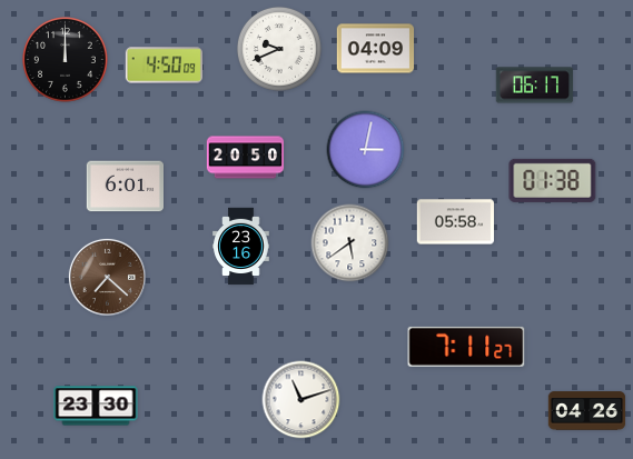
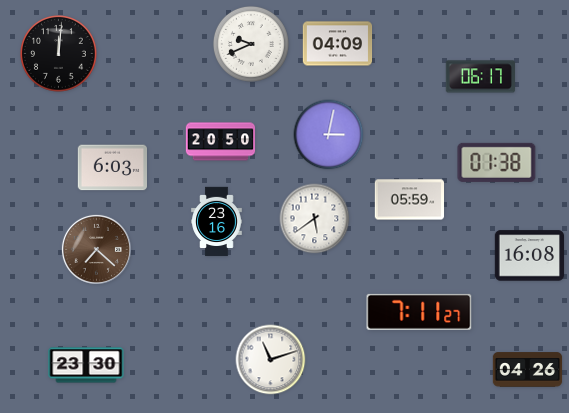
clock at (66, 60): 12:00 -> 12:01
clock at (164, 66): 4:50 -> none
clock at (125, 187): 6:01 -> 6:03
clock at (456, 222): 05:58 -> 05:59
clock at (530, 256): none -> 16:08
